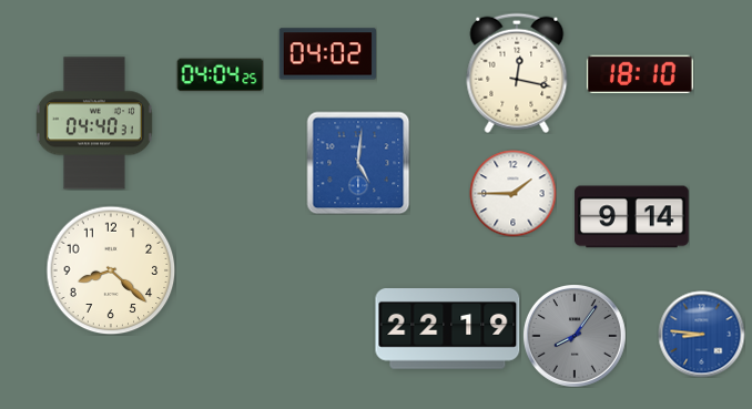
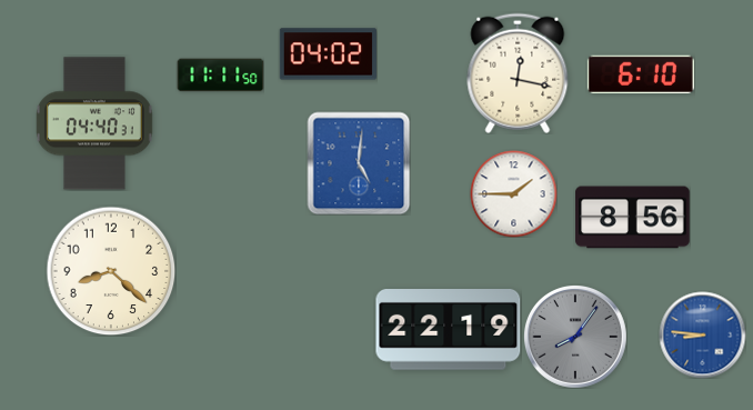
clock at (640, 74): 18:10 -> 6:10
clock at (220, 75): 04:04 -> 11:11
clock at (632, 217): 9:14 -> 8:56
